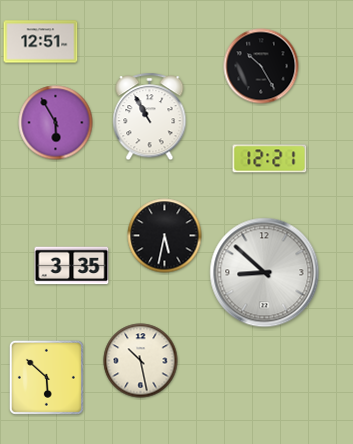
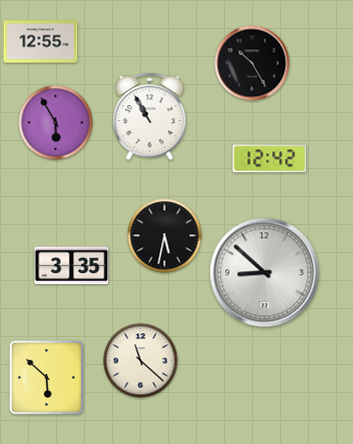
clock at (41, 42): 12:51 -> 12:55
clock at (261, 66) position: (261, 66) -> (252, 63)
clock at (270, 159): 12:21 -> 12:42
clock at (141, 361): 10:28 -> 11:22
